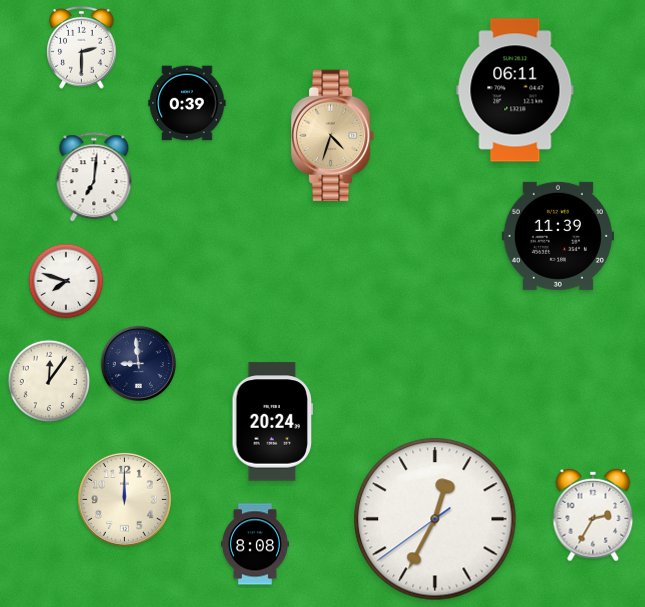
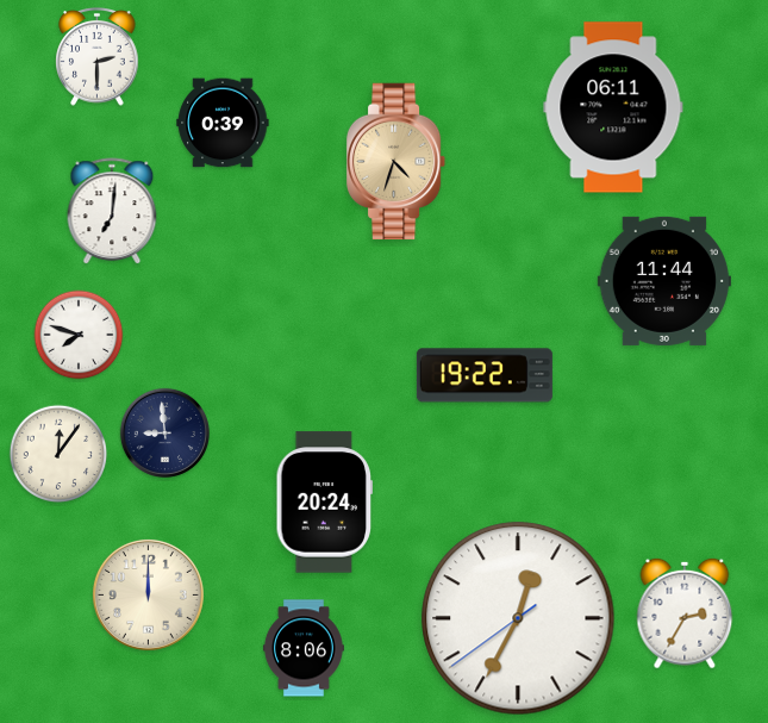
clock at (558, 236): 11:39 -> 11:44
clock at (485, 375): none -> 19:22
clock at (593, 515) position: (593, 515) -> (685, 613)
clock at (255, 544): 8:08 -> 8:06
